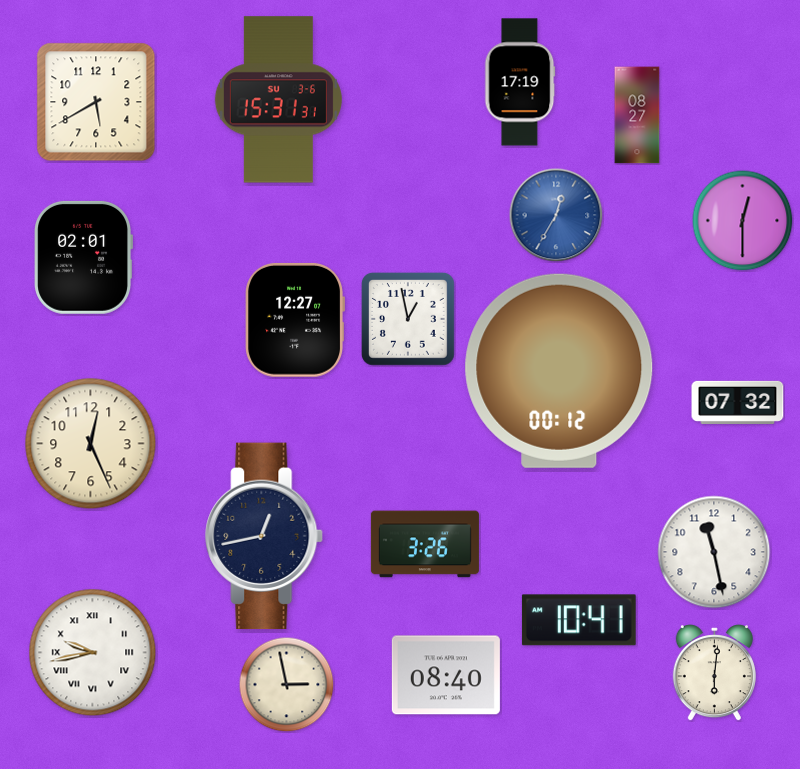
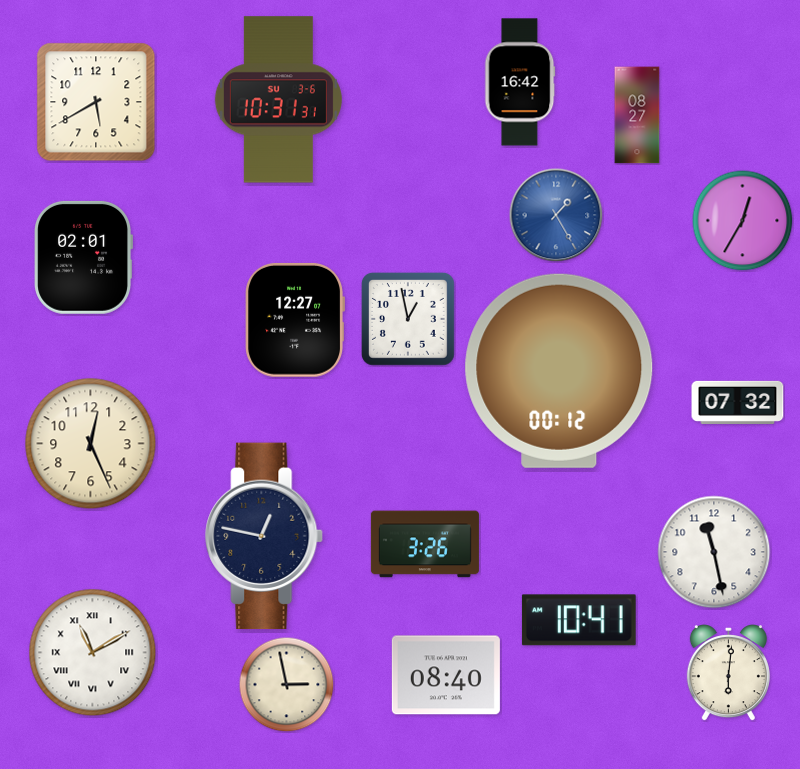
clock at (520, 82): 17:19 -> 16:42
clock at (278, 100): 15:31 -> 10:31
clock at (556, 215): 12:35 -> 1:25
clock at (743, 221): 12:30 -> 12:35
clock at (265, 536): 12:43 -> 12:47
clock at (93, 653): 9:43 -> 11:10
clock at (714, 673) position: (714, 673) -> (728, 673)
